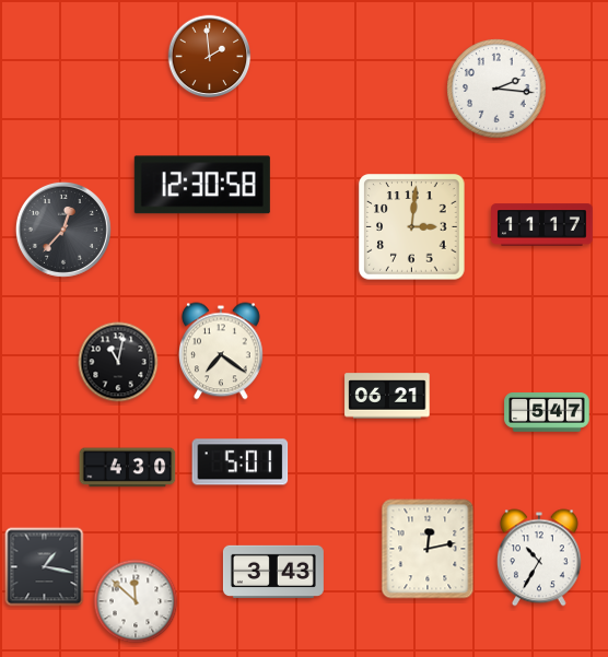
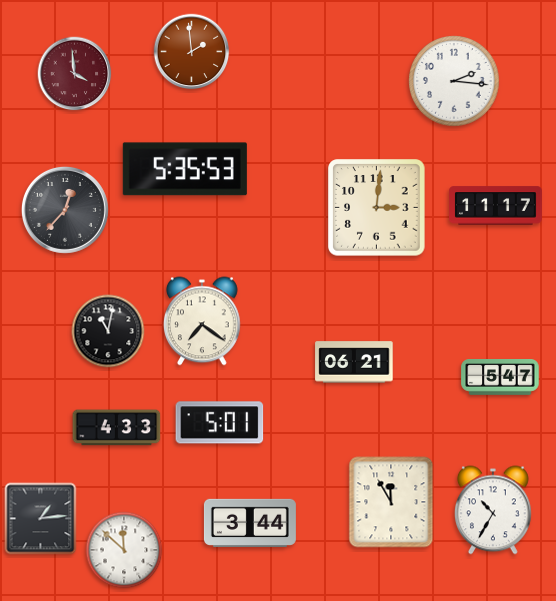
clock at (75, 74): none -> 3:59
clock at (202, 185): 12:30 -> 5:35
clock at (63, 230) position: (63, 230) -> (65, 210)
clock at (128, 468): 4:30 -> 4:33
clock at (428, 549): 12:13 -> 11:55
clock at (45, 567): 1:17 -> 1:14
clock at (273, 571): 3:43 -> 3:44
